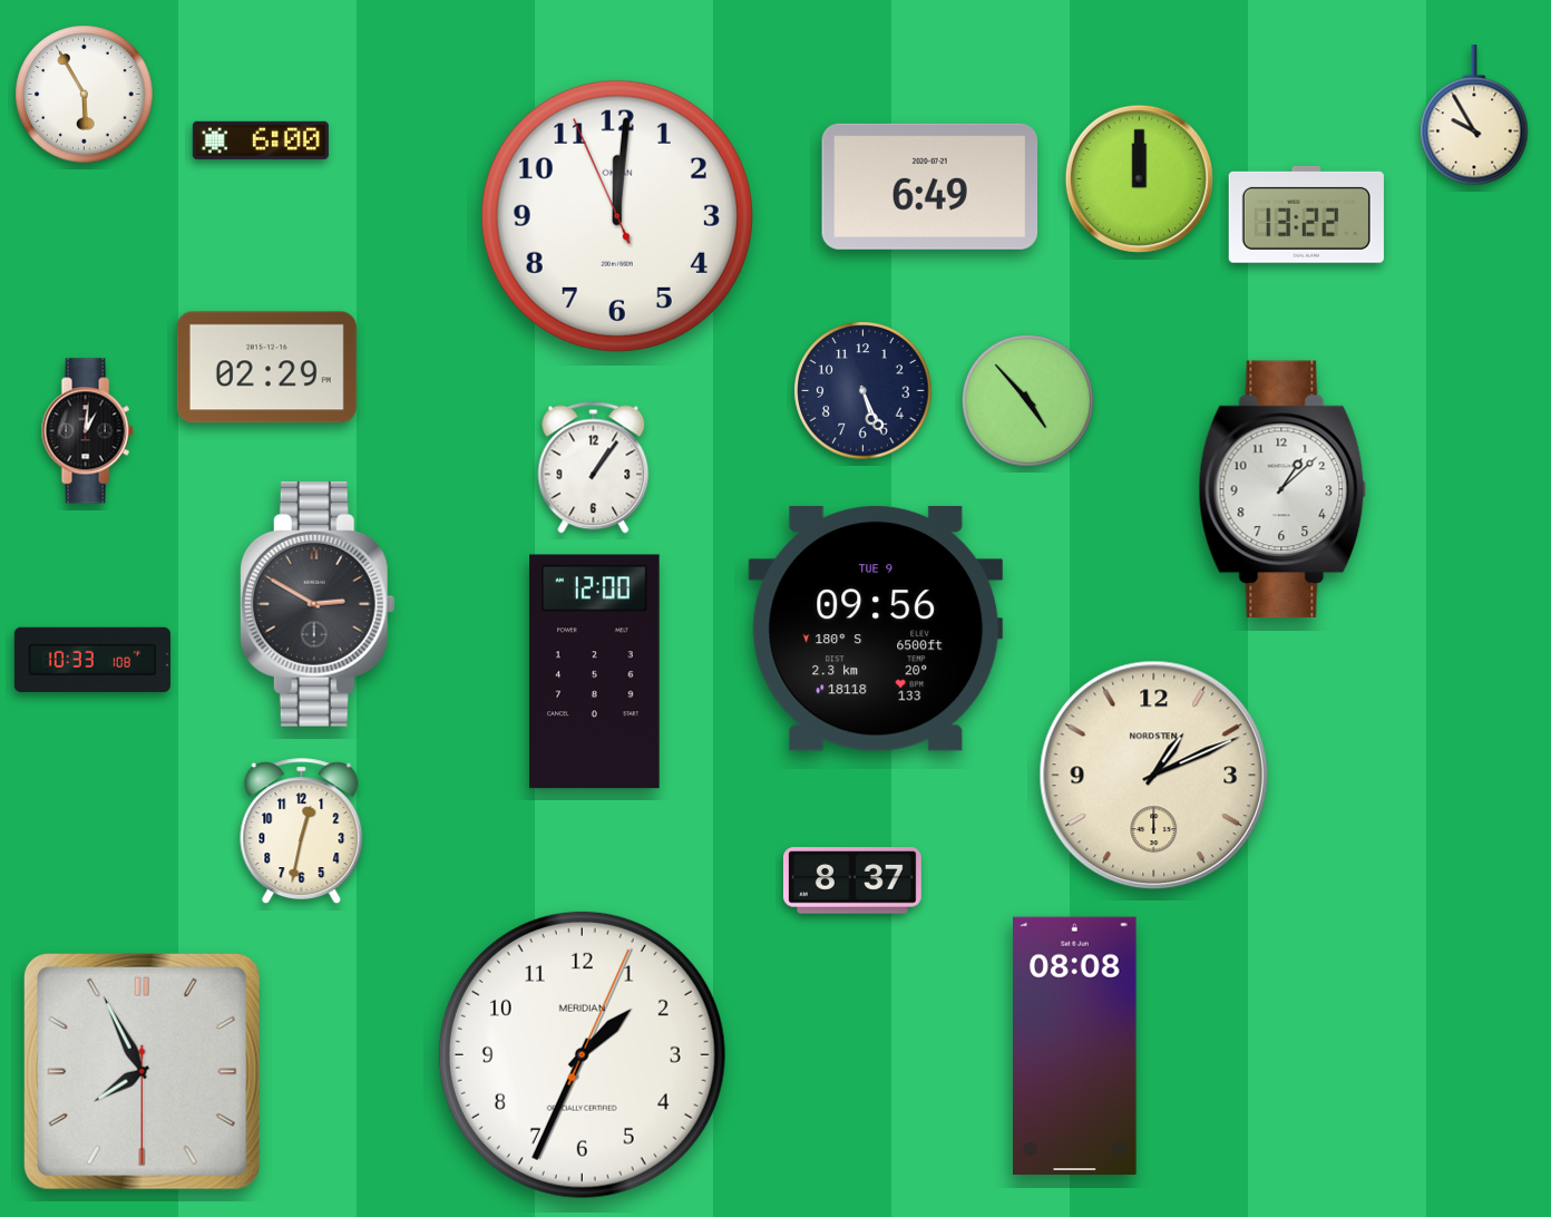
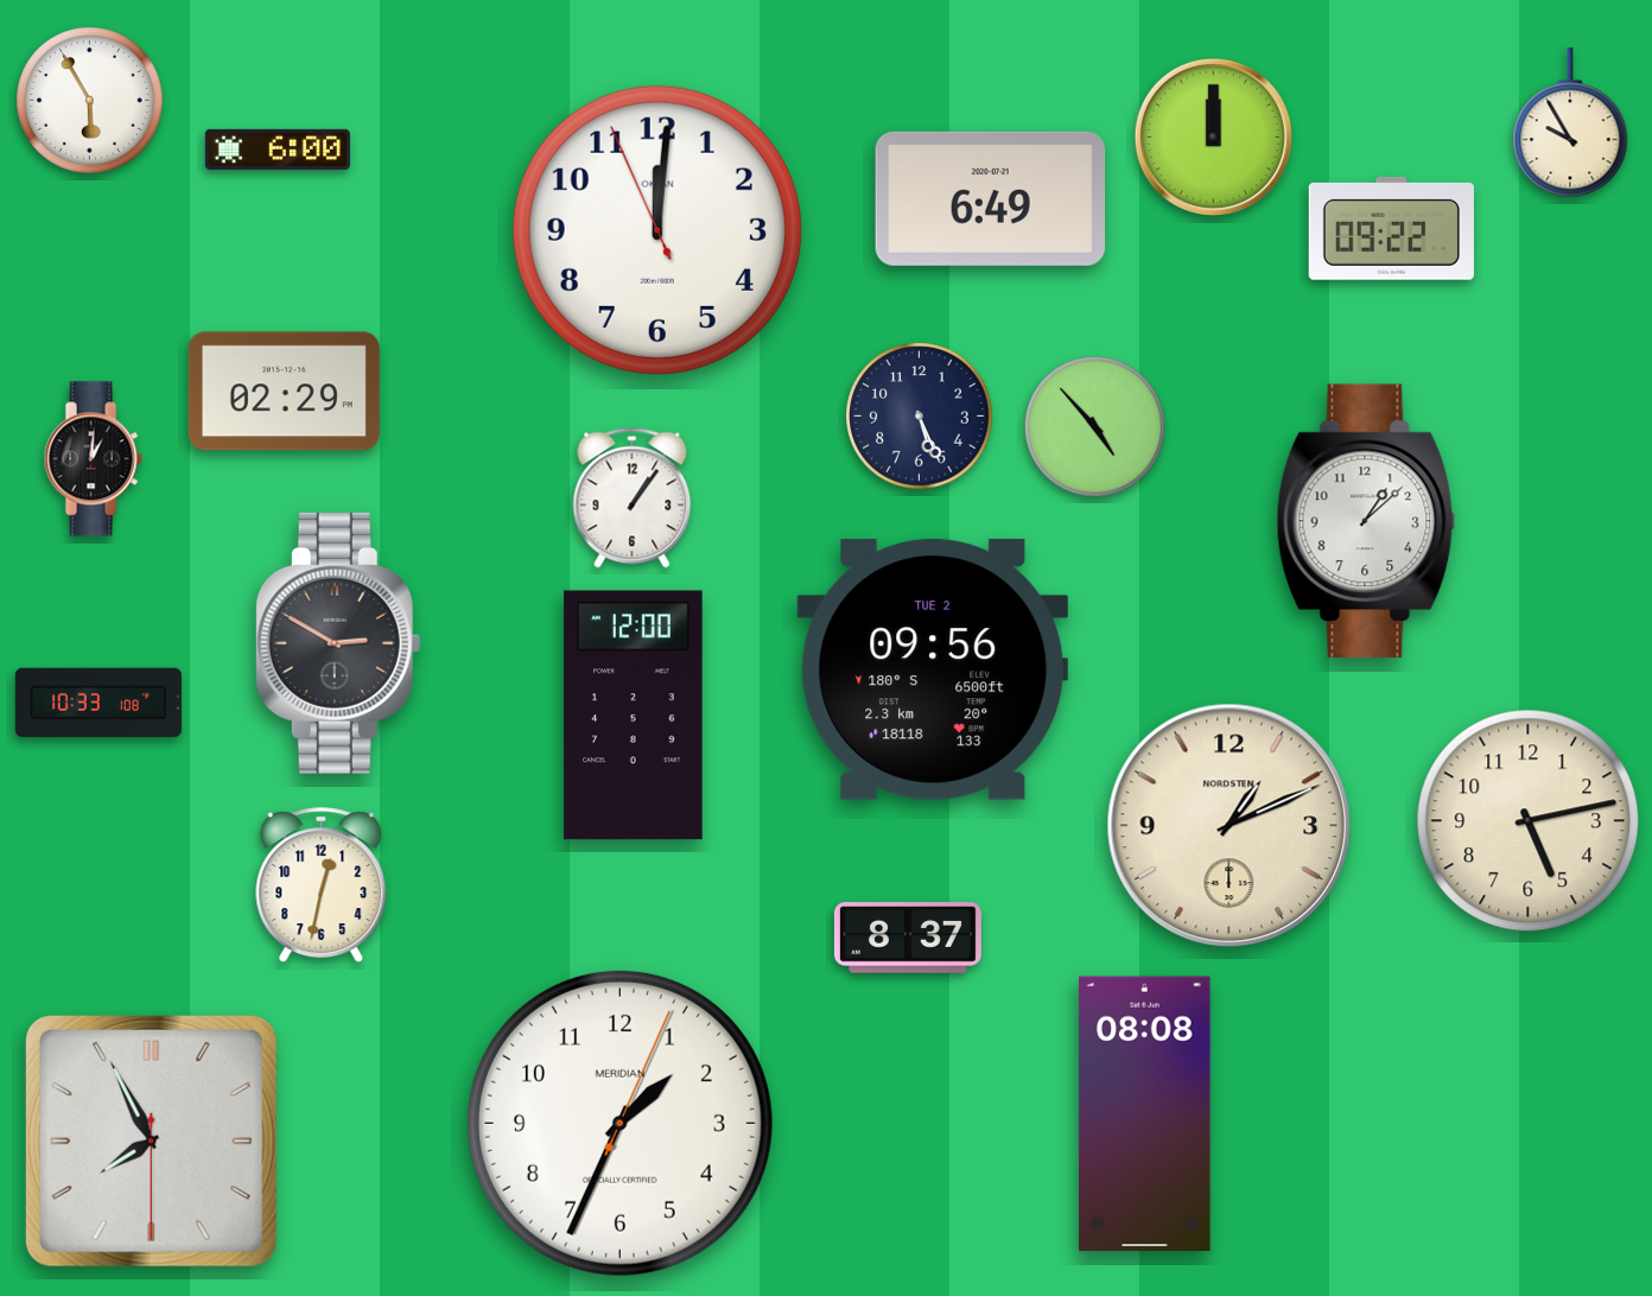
clock at (1139, 178) position: (1139, 178) -> (1213, 136)
clock at (1306, 214): 13:22 -> 09:22
clock at (876, 629) date: TUE 9 -> TUE 2
clock at (1529, 821): none -> 5:13
